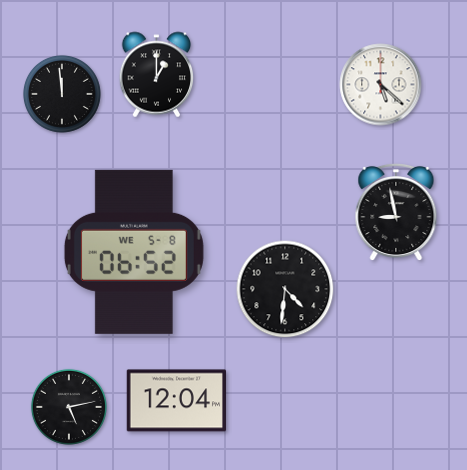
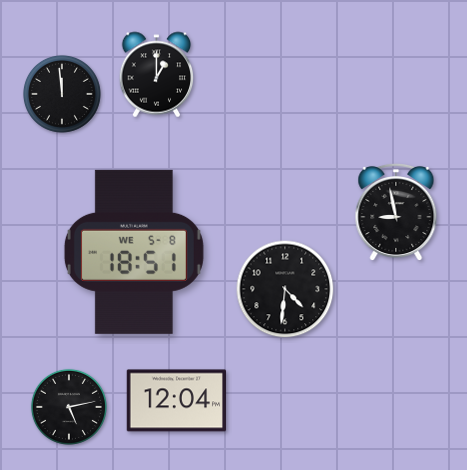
clock at (381, 85): 5:22 -> none
clock at (134, 252): 06:52 -> 18:51
